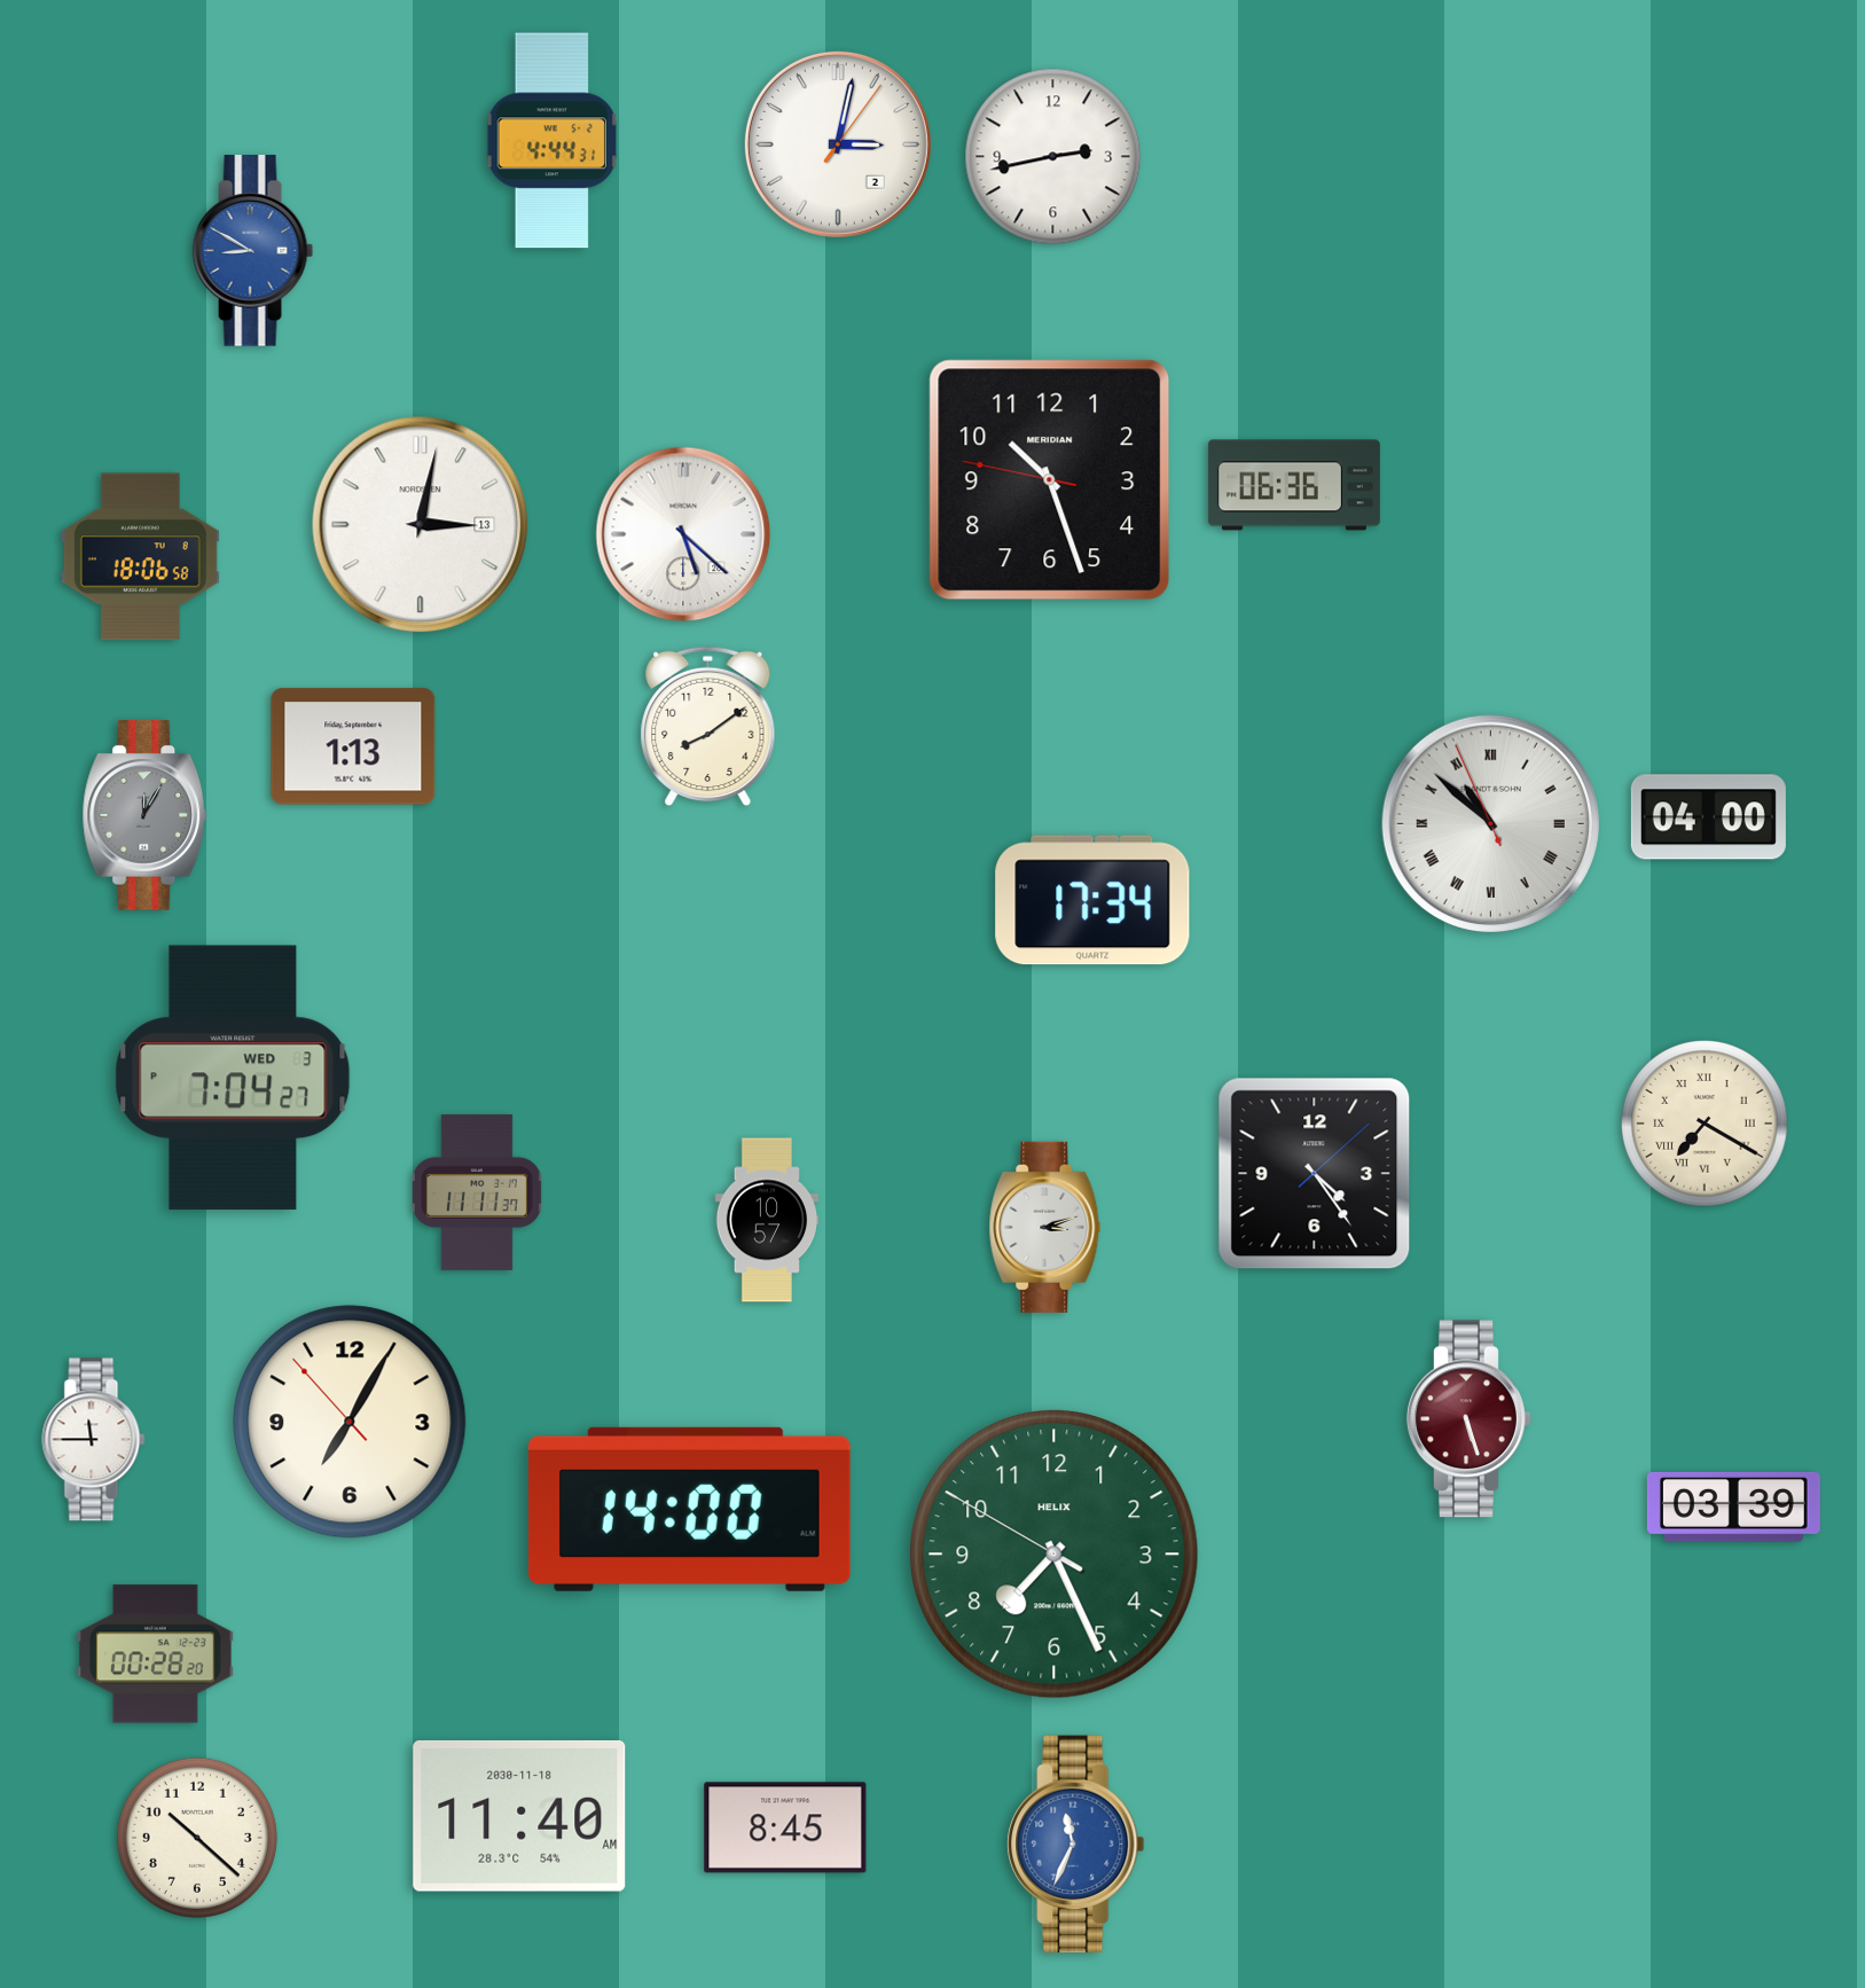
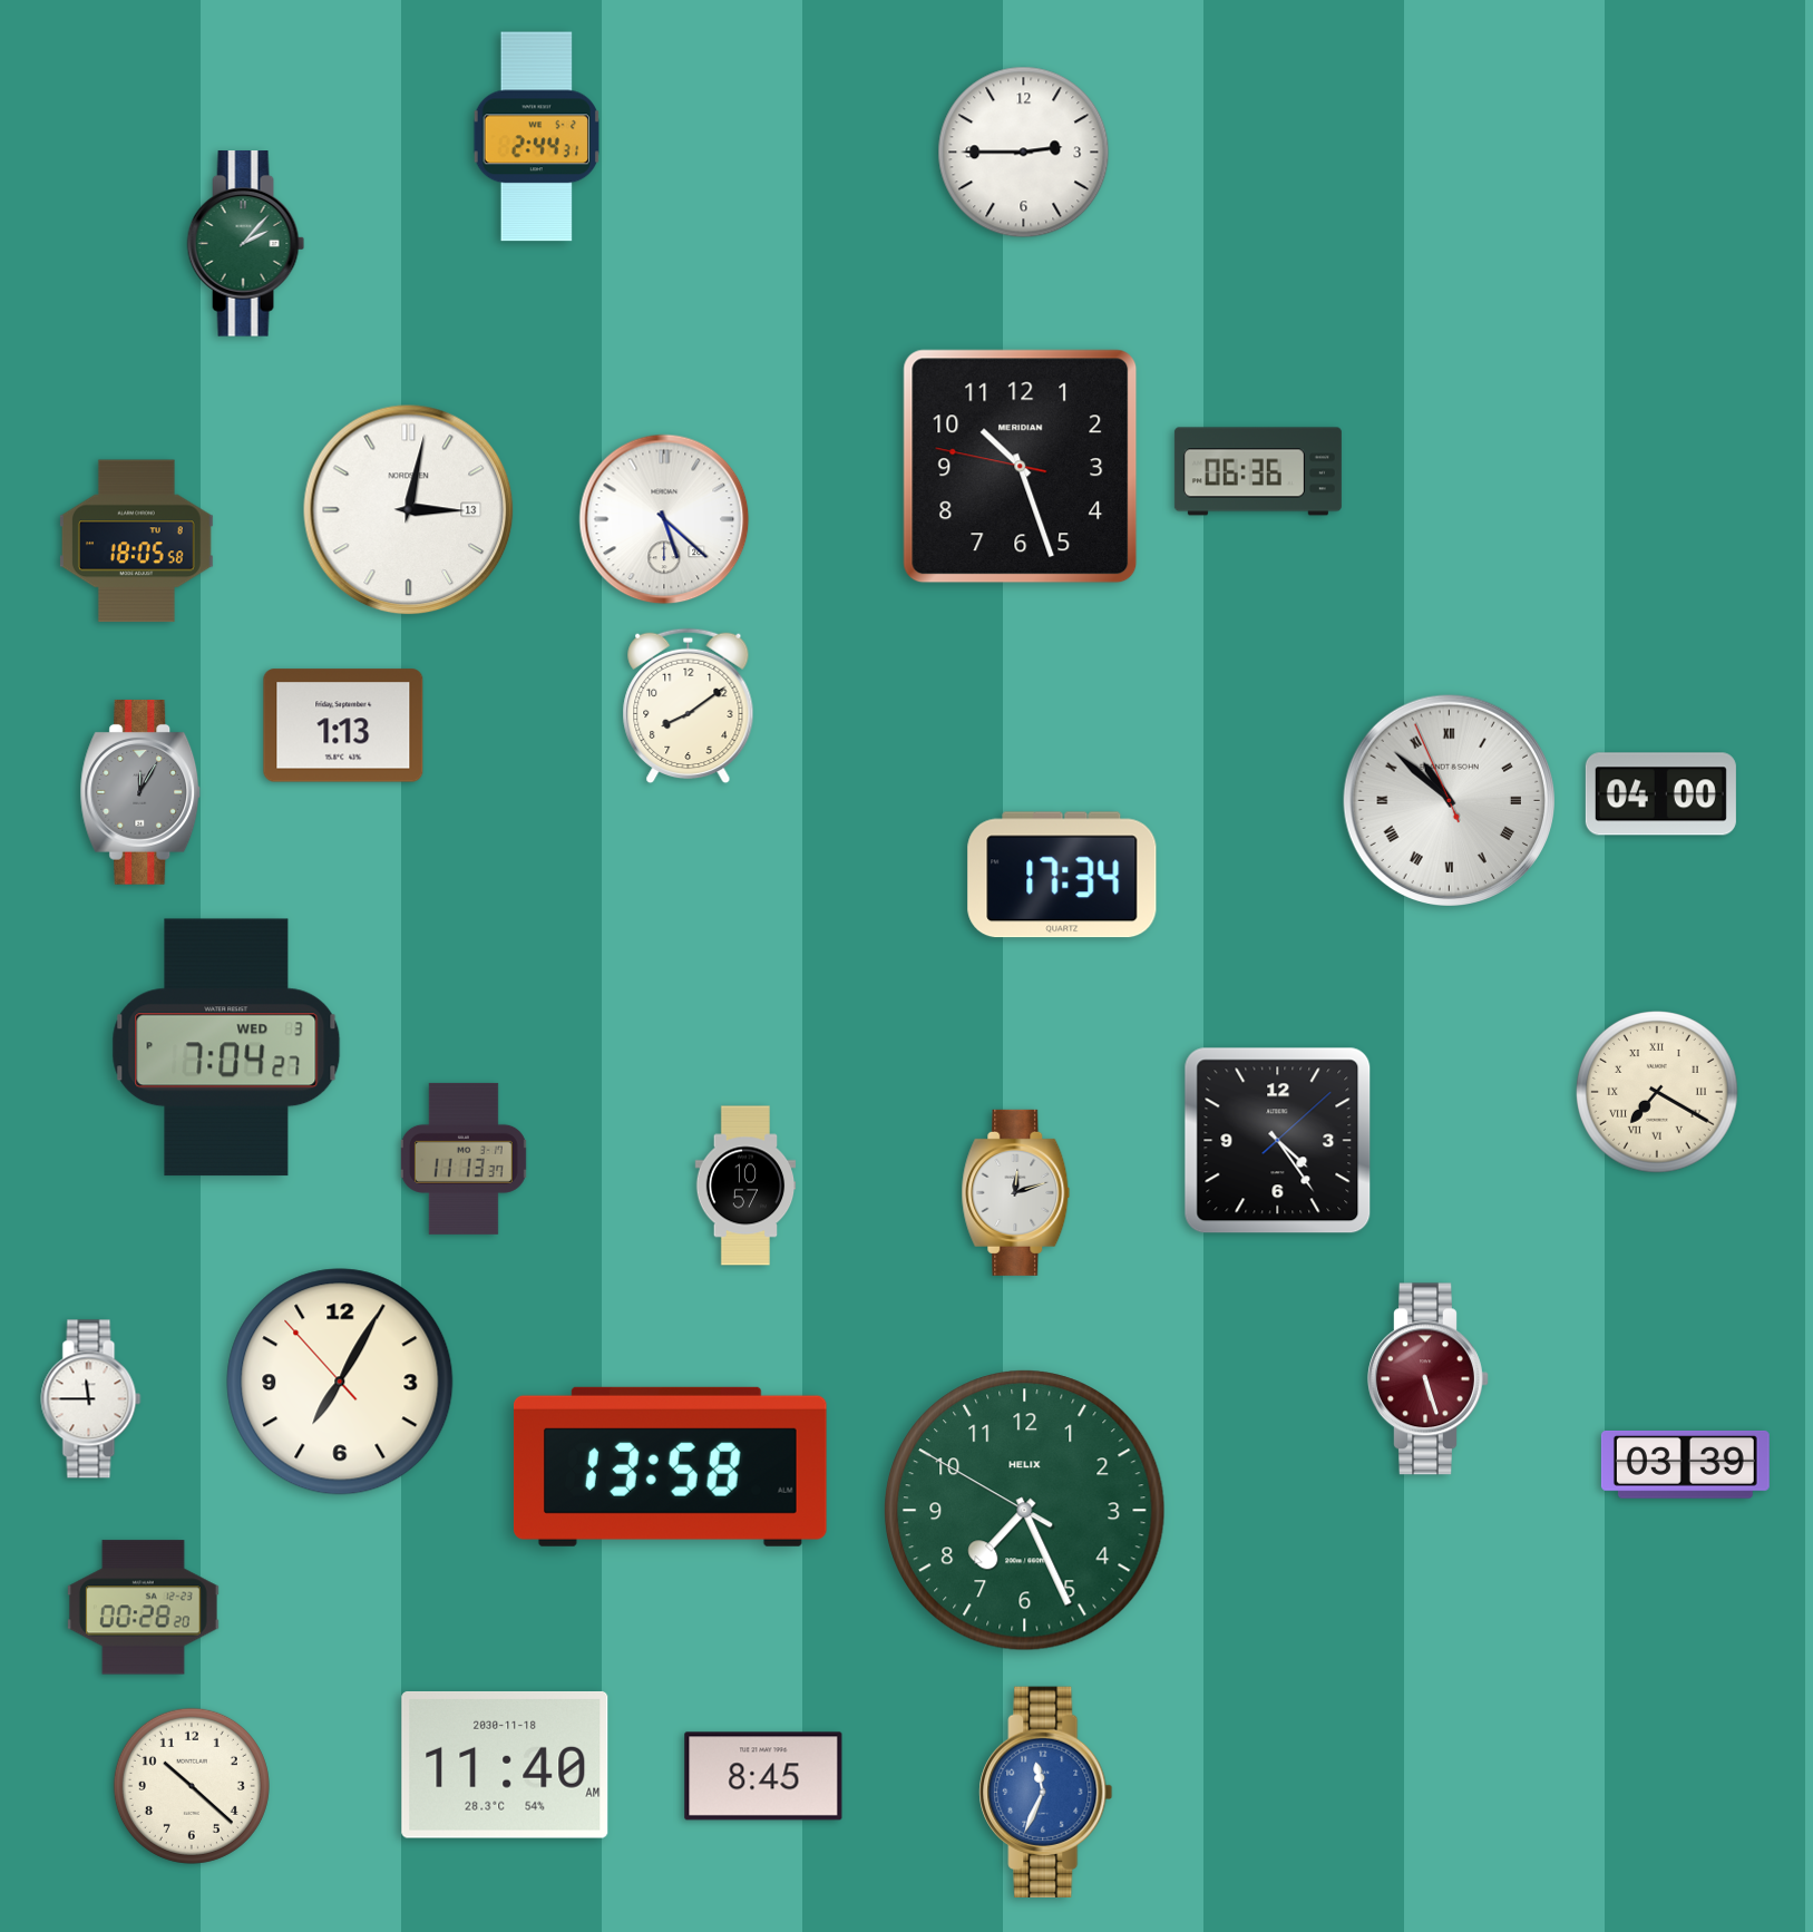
clock at (551, 141): 4:44 -> 2:44
clock at (838, 144): 3:02 -> none
clock at (1053, 157): 2:43 -> 2:45
clock at (253, 251): 8:50 -> 2:07
clock at (253, 251) dial: blue -> green
clock at (140, 557): 18:06 -> 18:05
clock at (477, 1192): 11:11 -> 11:13
clock at (1045, 1227): 3:12 -> 12:12
clock at (689, 1509): 14:00 -> 13:58
clock at (155, 1654) position: (155, 1654) -> (143, 1608)
